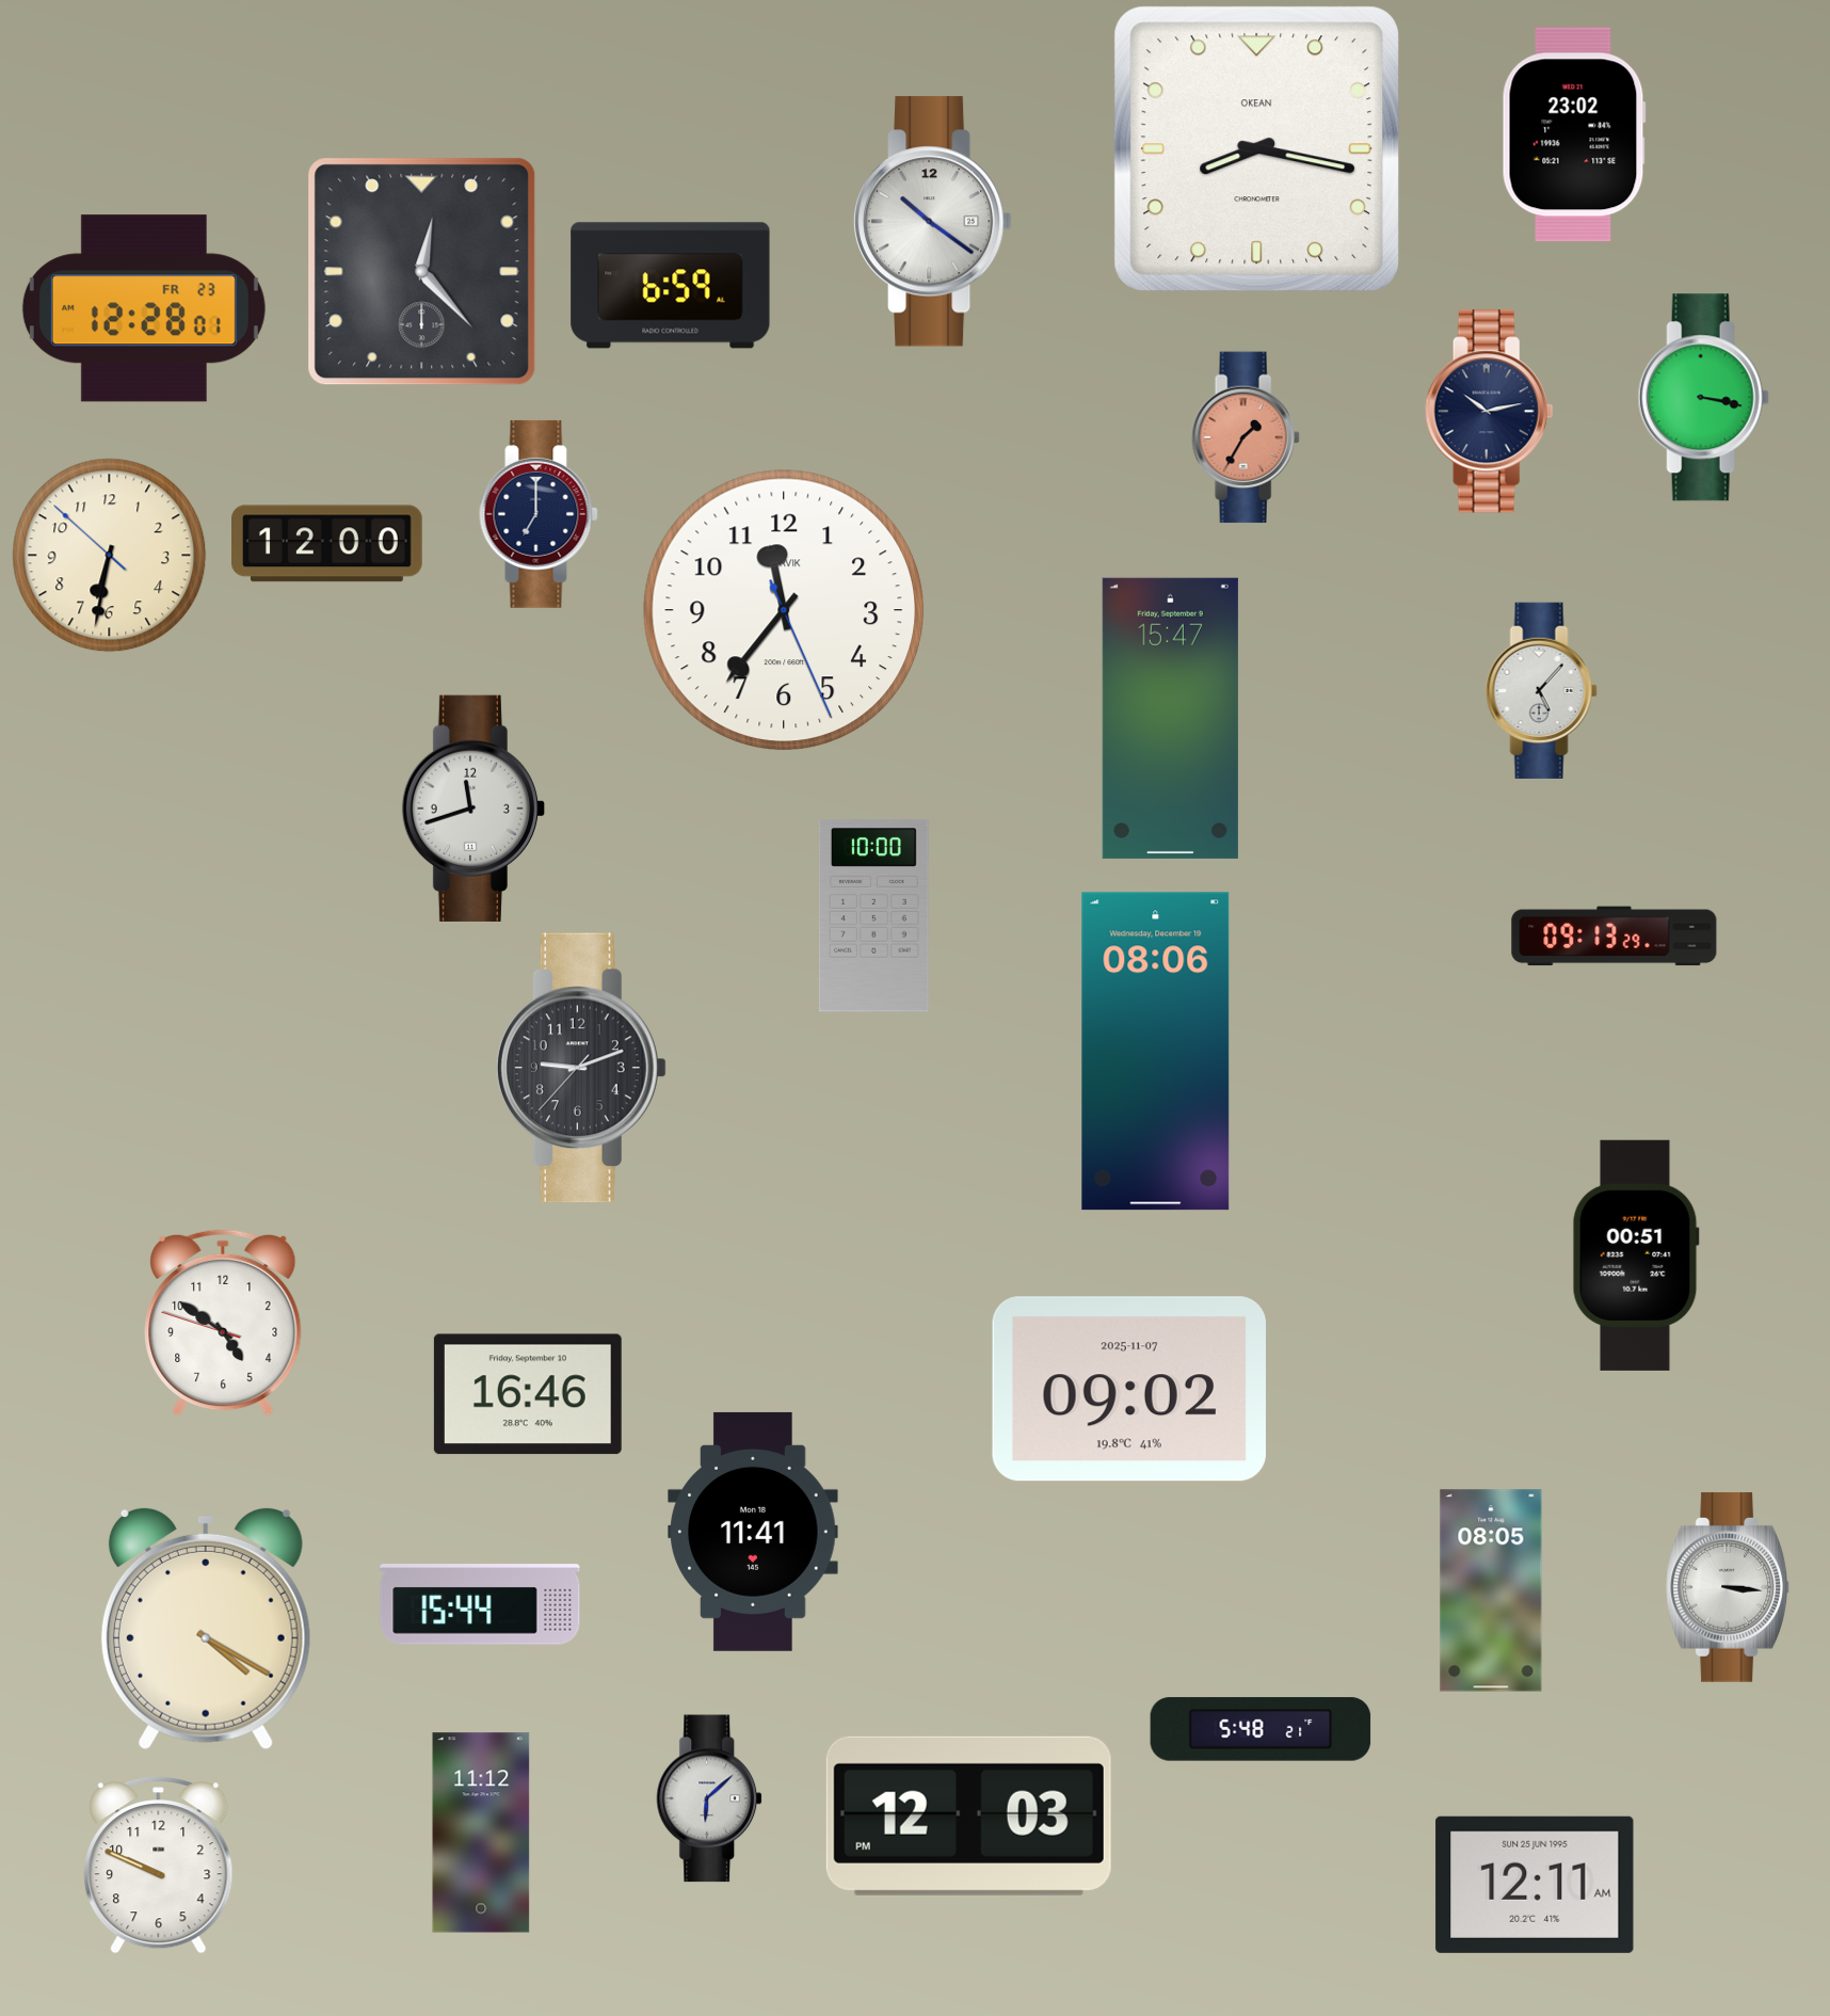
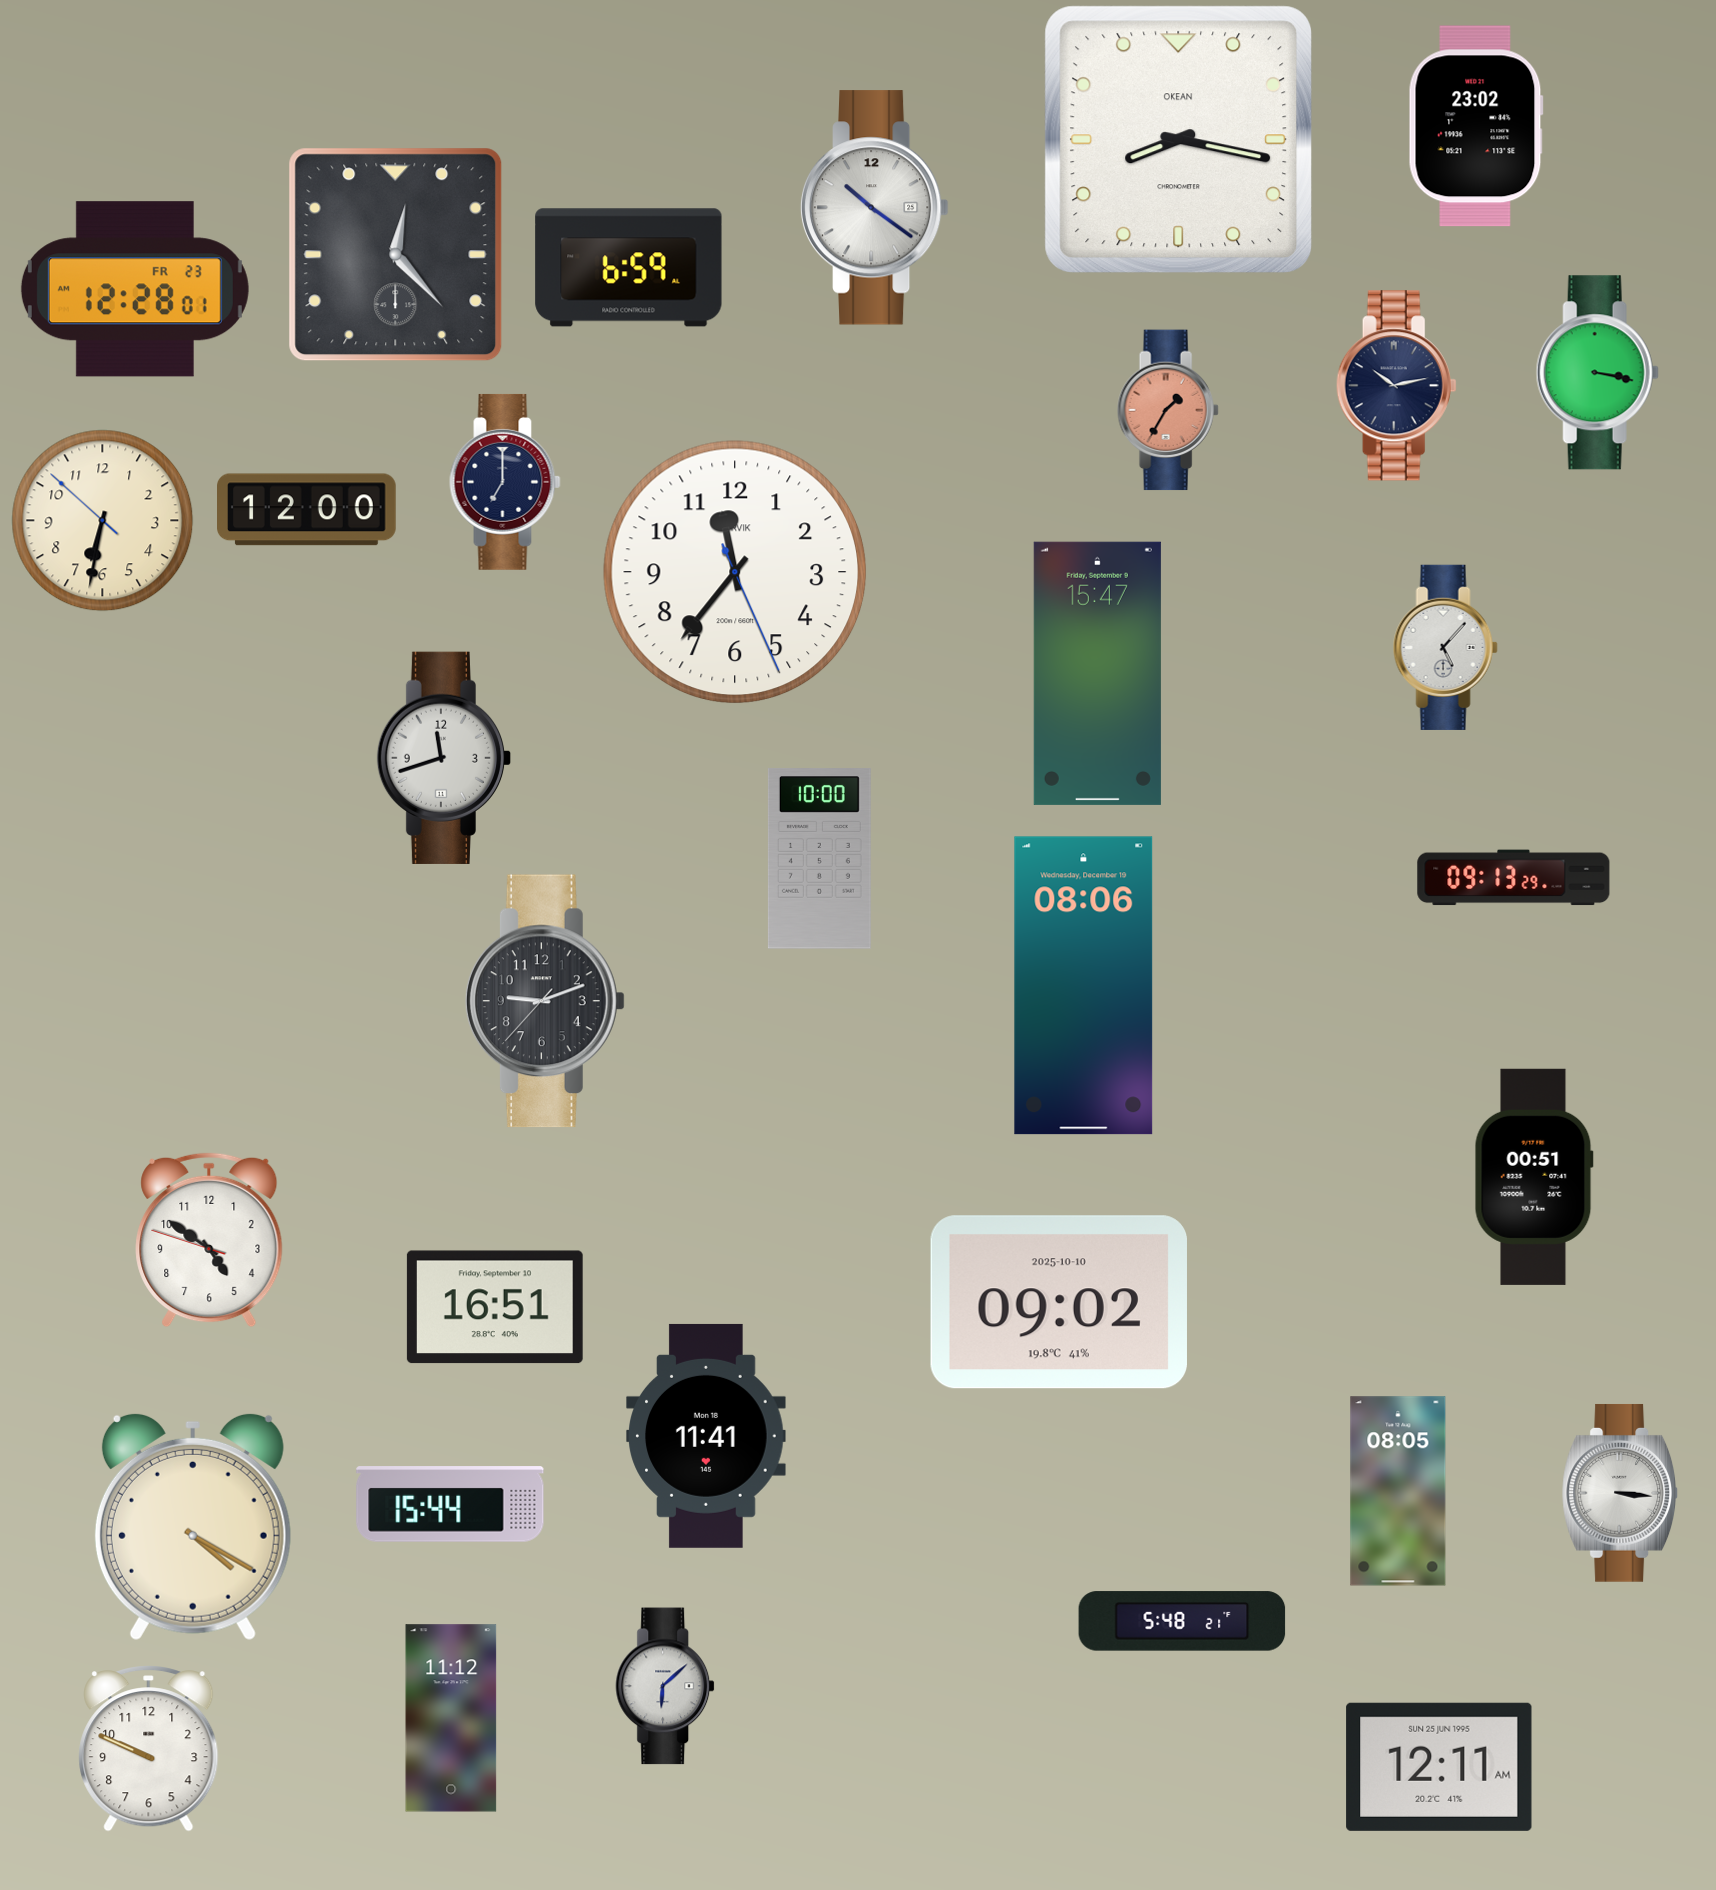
clock at (1129, 1389) date: 2025-11-07 -> 2025-10-10
clock at (528, 1394): 16:46 -> 16:51
clock at (1728, 1587) position: (1728, 1587) -> (1620, 1493)
clock at (968, 1815): 12:03 -> none
